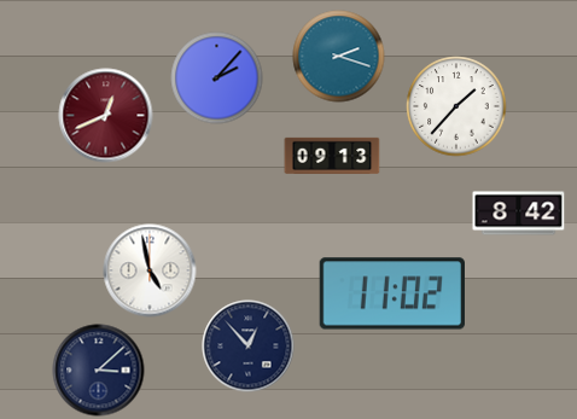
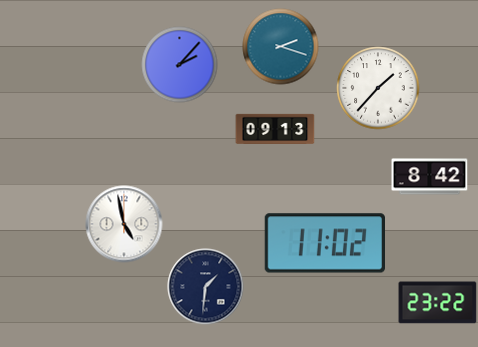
clock at (106, 116): 12:41 -> none
clock at (249, 347): 12:53 -> 1:31
clock at (438, 303): none -> 23:22
clock at (99, 371): 3:08 -> none
